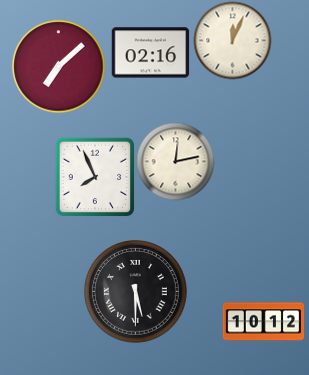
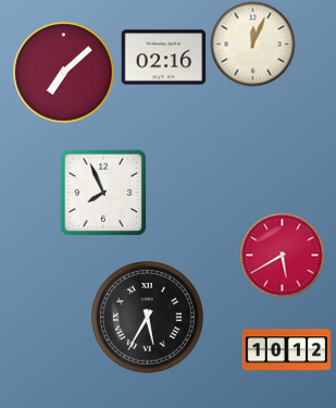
clock at (175, 161): 12:13 -> none
clock at (282, 255): none -> 5:40
clock at (136, 292): 5:30 -> 5:35
